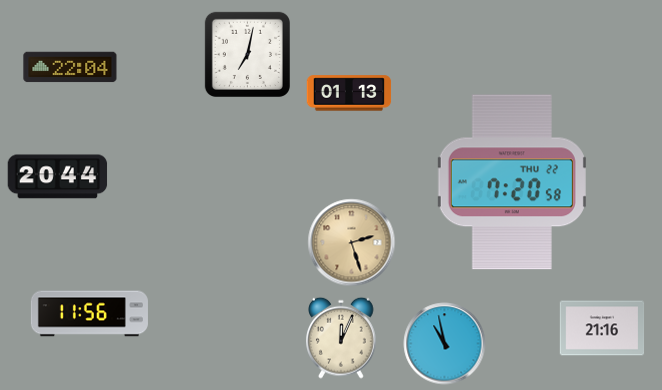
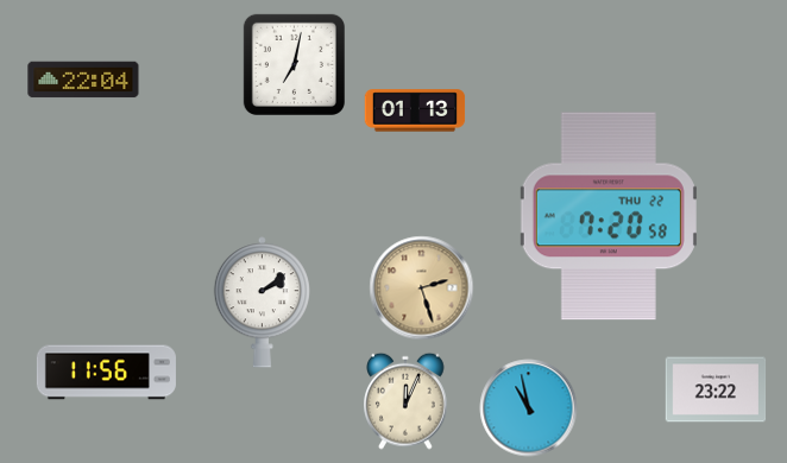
clock at (58, 177): 20:44 -> none
clock at (352, 243) position: (352, 243) -> (422, 288)
clock at (262, 303): none -> 2:09
clock at (602, 328): 21:16 -> 23:22
